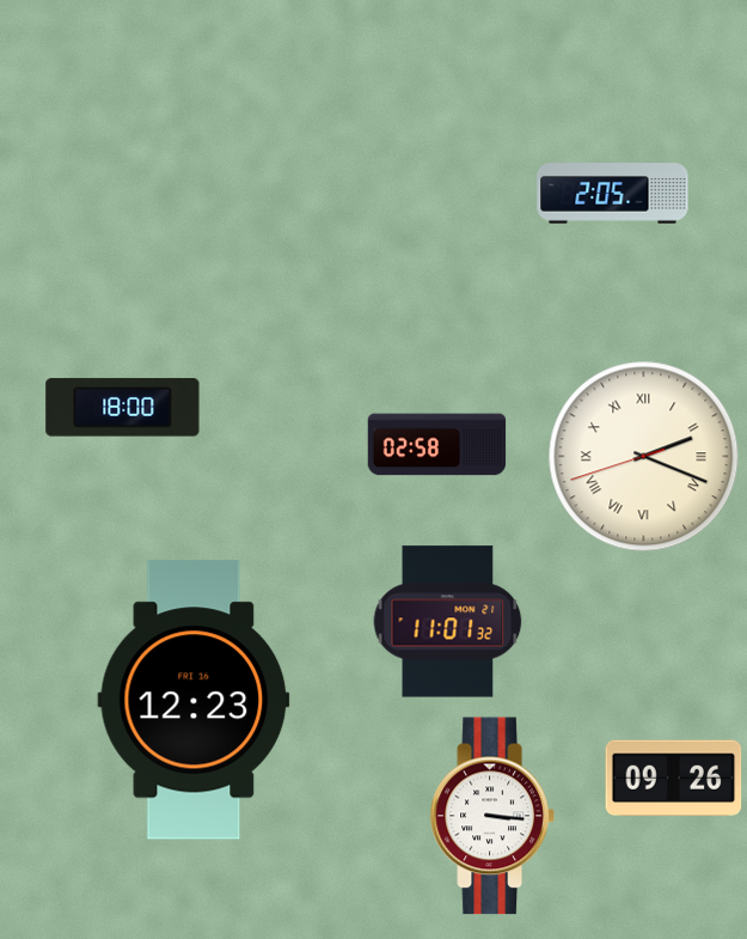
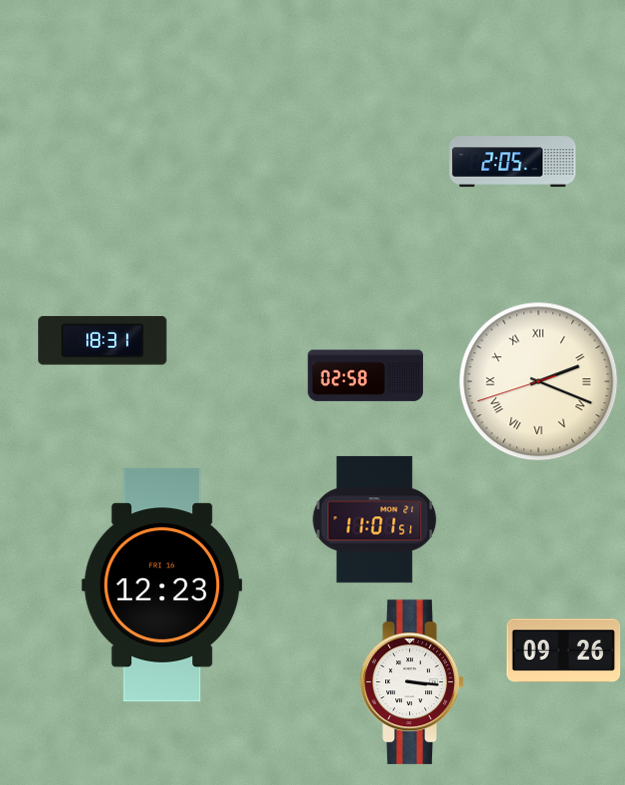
clock at (123, 408): 18:00 -> 18:31
clock at (437, 445) position: (437, 445) -> (366, 376)
clock at (448, 622): 11:01:32 -> 11:01:51
